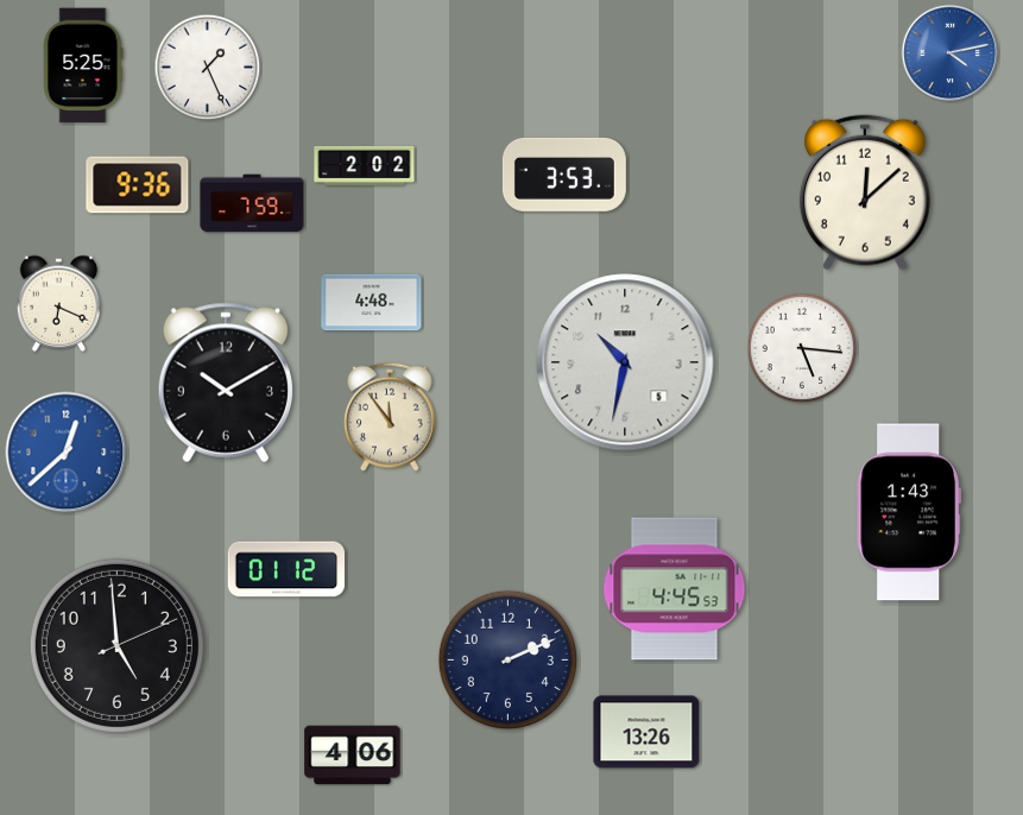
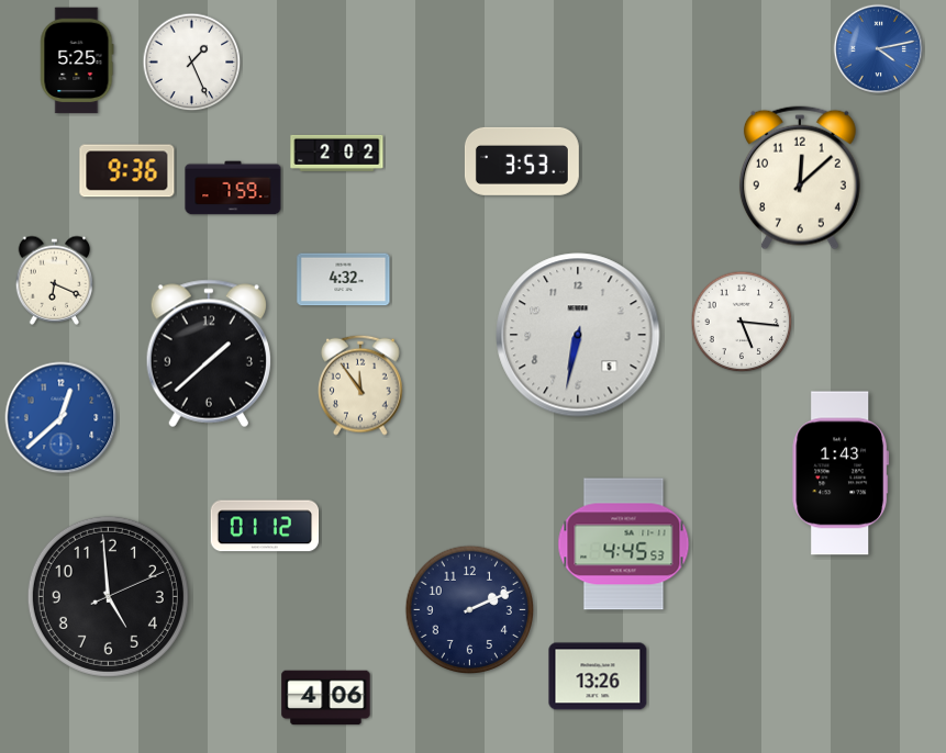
clock at (372, 303): 4:48 -> 4:32
clock at (625, 362): 10:32 -> 6:32
clock at (226, 383): 10:10 -> 1:38
